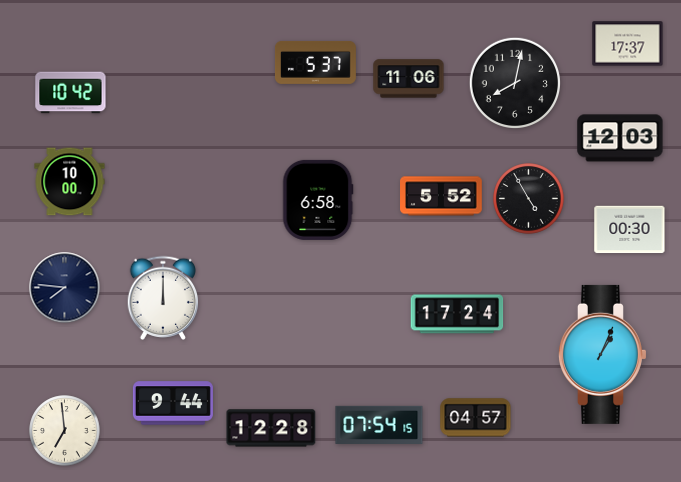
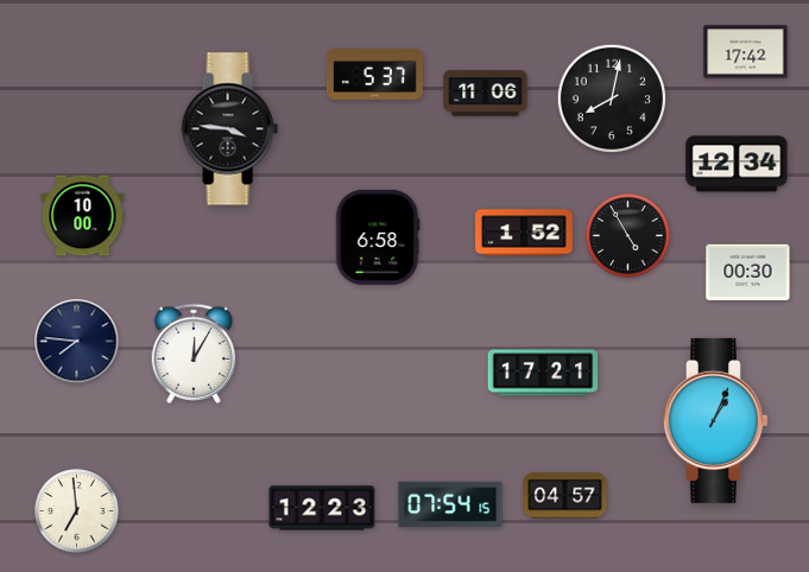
clock at (628, 44): 17:37 -> 17:42
clock at (71, 93): 10:42 -> none
clock at (229, 129): none -> 3:46
clock at (620, 138): 12:03 -> 12:34
clock at (441, 196): 5:52 -> 1:52
clock at (163, 298): 12:00 -> 12:05
clock at (457, 314): 17:24 -> 17:21
clock at (173, 403): 9:44 -> none
clock at (271, 428): 12:28 -> 12:23
